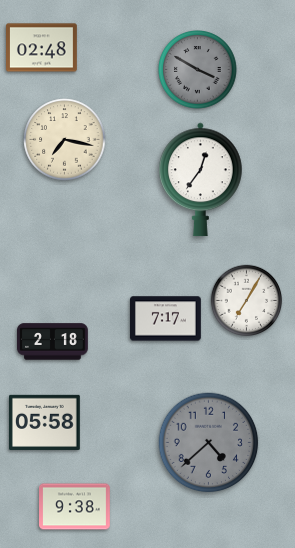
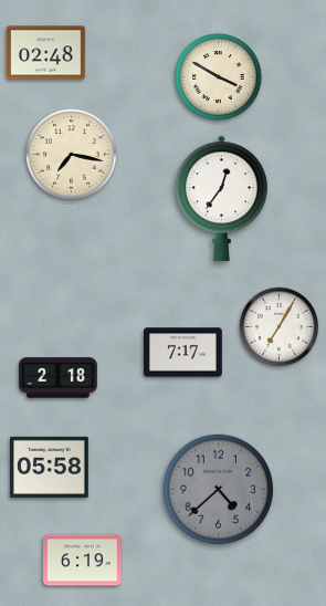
clock at (198, 70) dial: grey -> cream
clock at (247, 301) position: (247, 301) -> (280, 327)
clock at (209, 443) position: (209, 443) -> (219, 490)
clock at (75, 507): 9:38 -> 6:19
